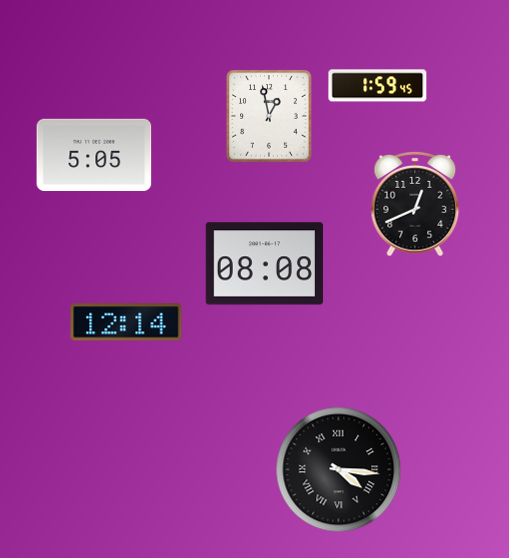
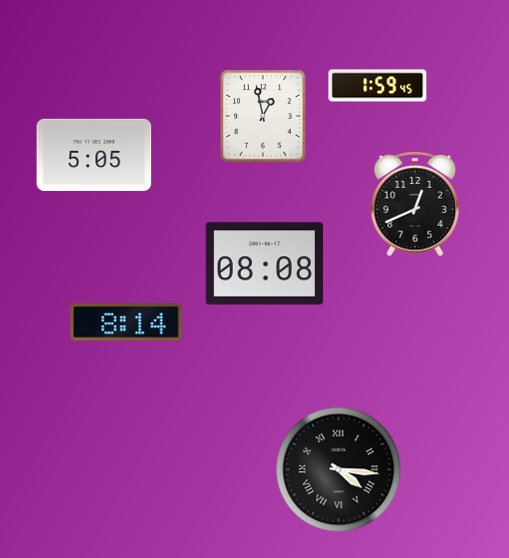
clock at (269, 116) position: (269, 116) -> (263, 116)
clock at (126, 322): 12:14 -> 8:14
